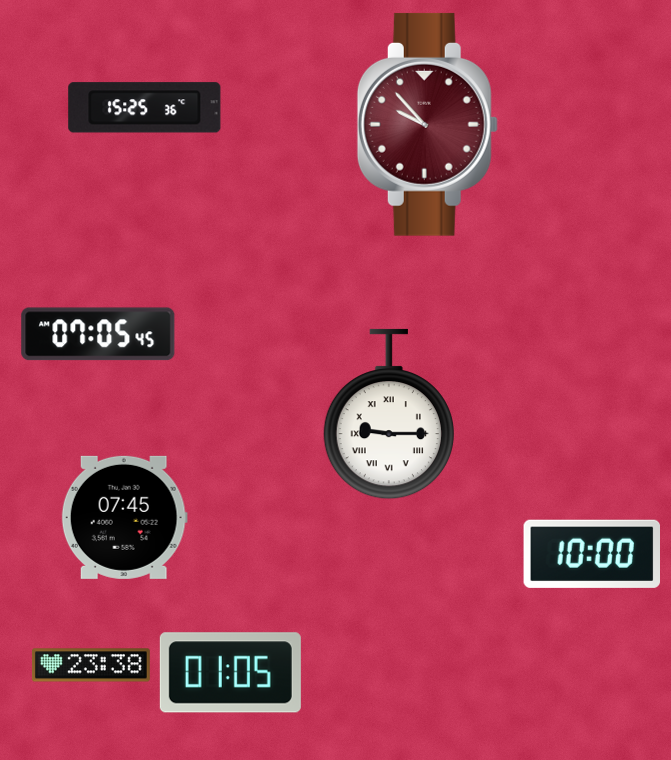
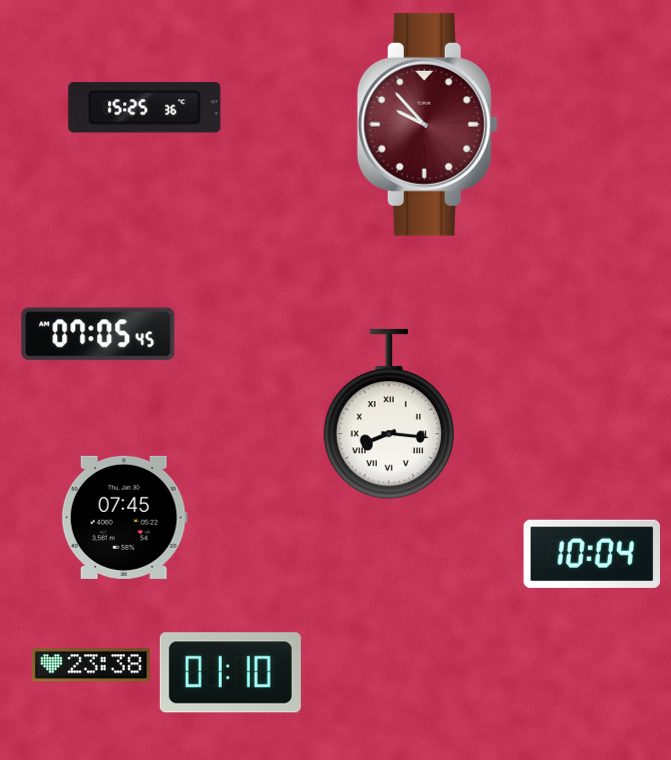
clock at (389, 414): 9:15 -> 8:16
clock at (591, 554): 10:00 -> 10:04
clock at (230, 673): 01:05 -> 01:10
